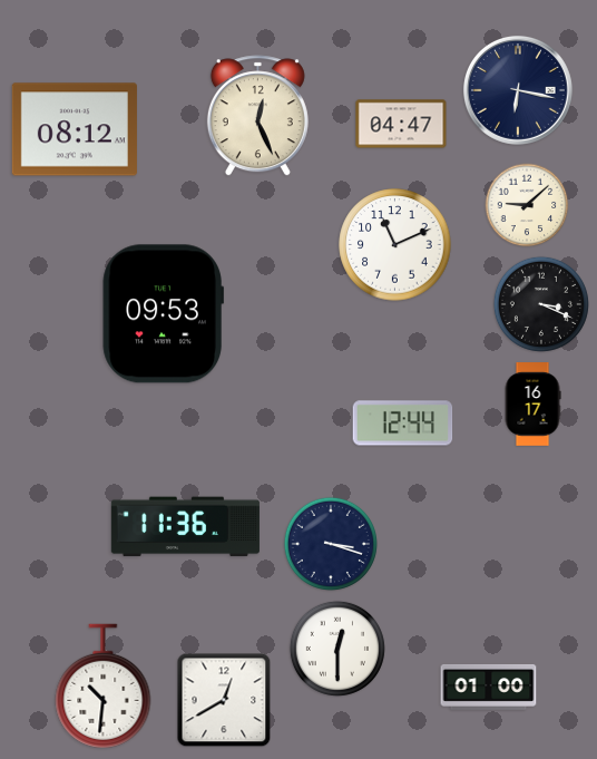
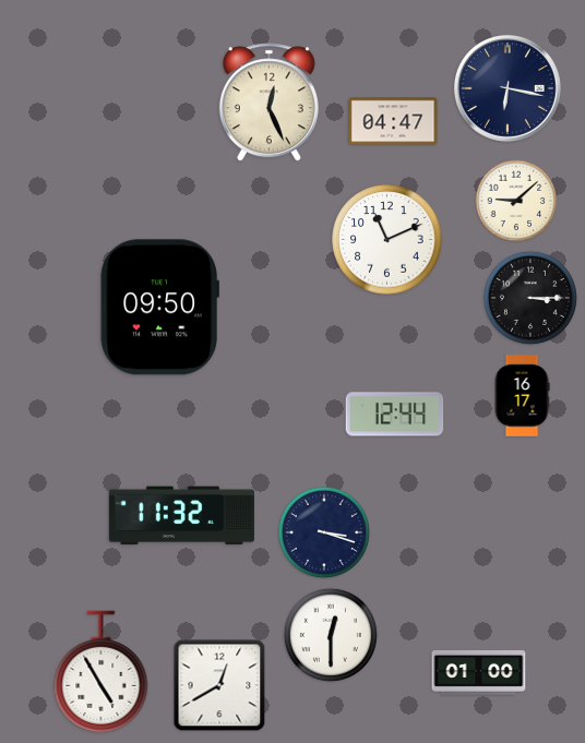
clock at (257, 116) position: (257, 116) -> (268, 103)
clock at (75, 129): 08:12 -> none
clock at (541, 304): 3:19 -> 3:15
clock at (163, 314): 09:53 -> 09:50
clock at (185, 527): 11:36 -> 11:32
clock at (104, 687): 10:31 -> 4:55
